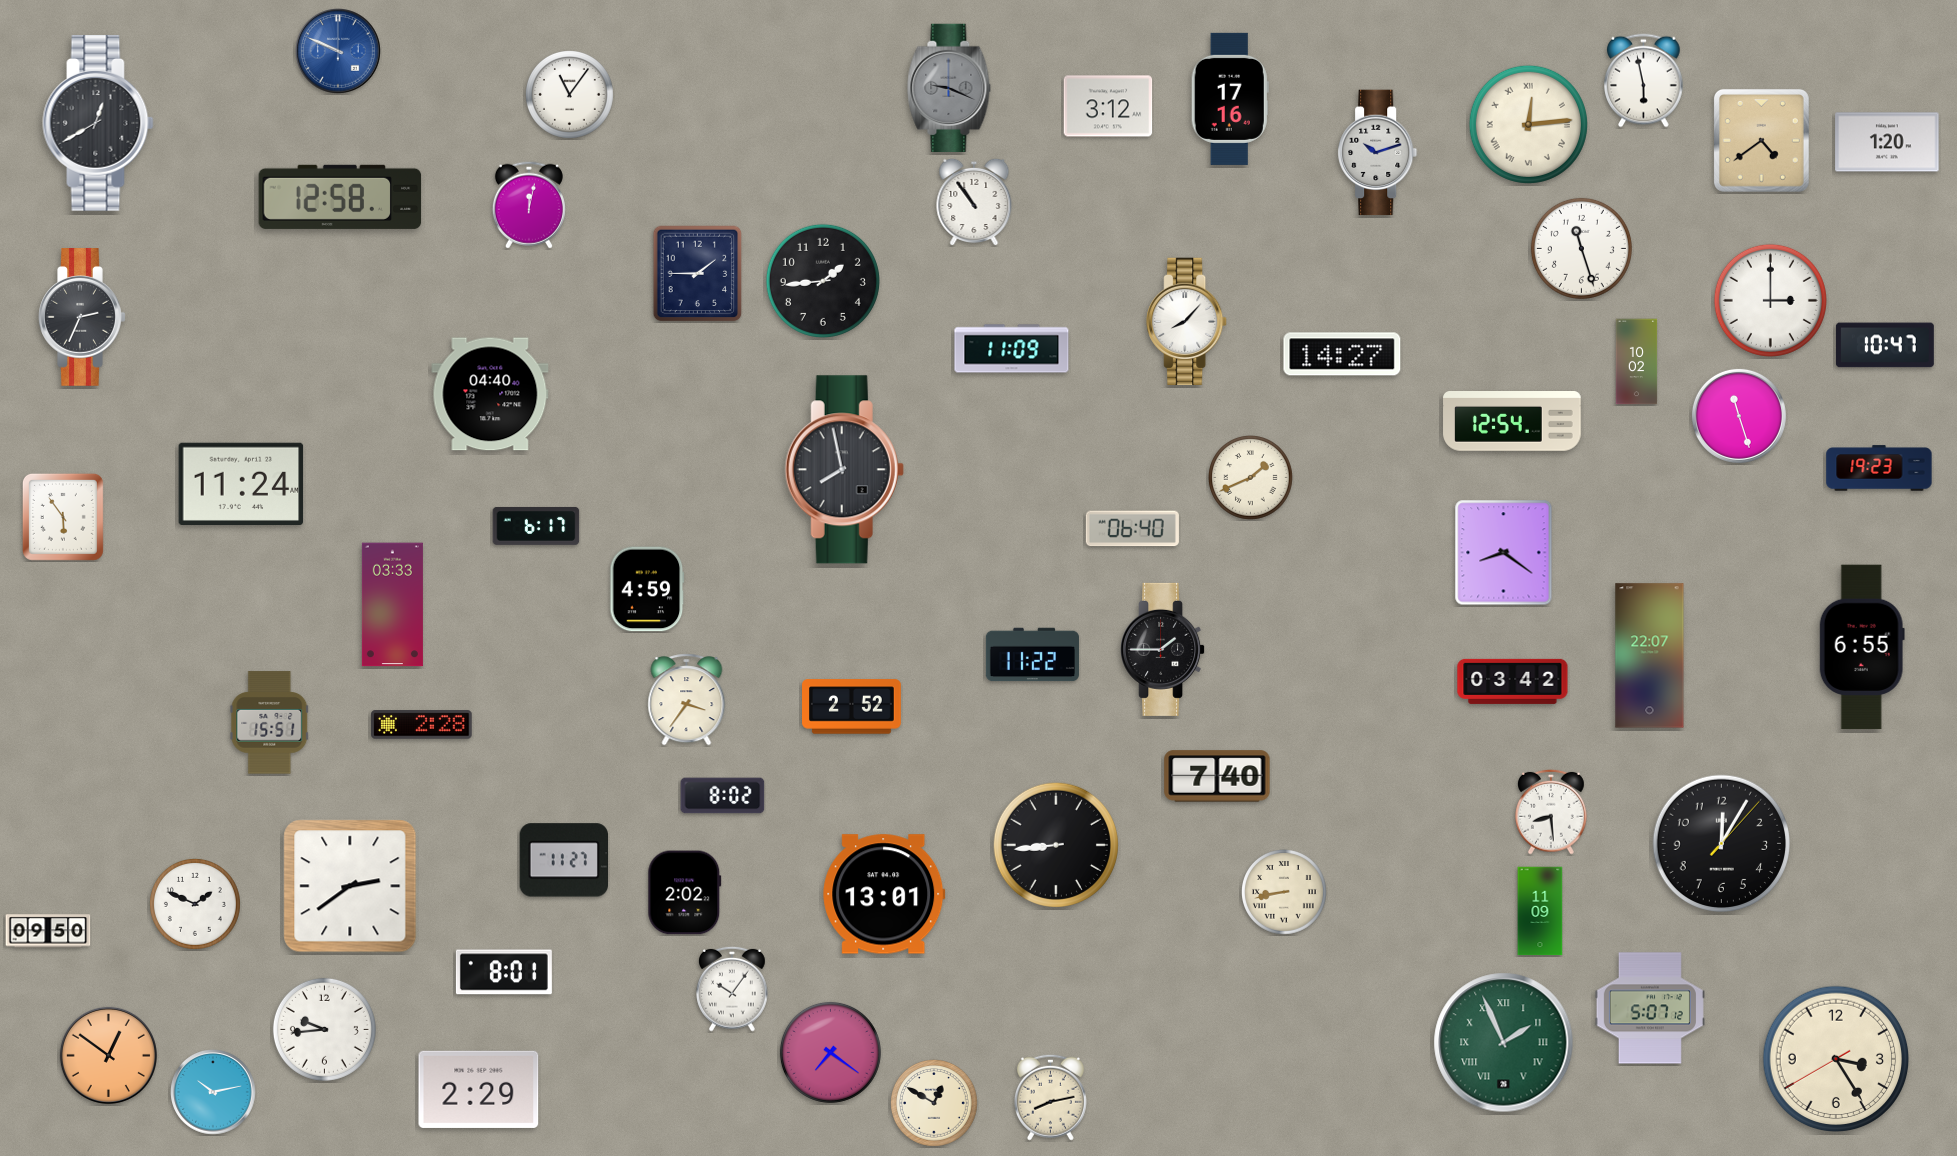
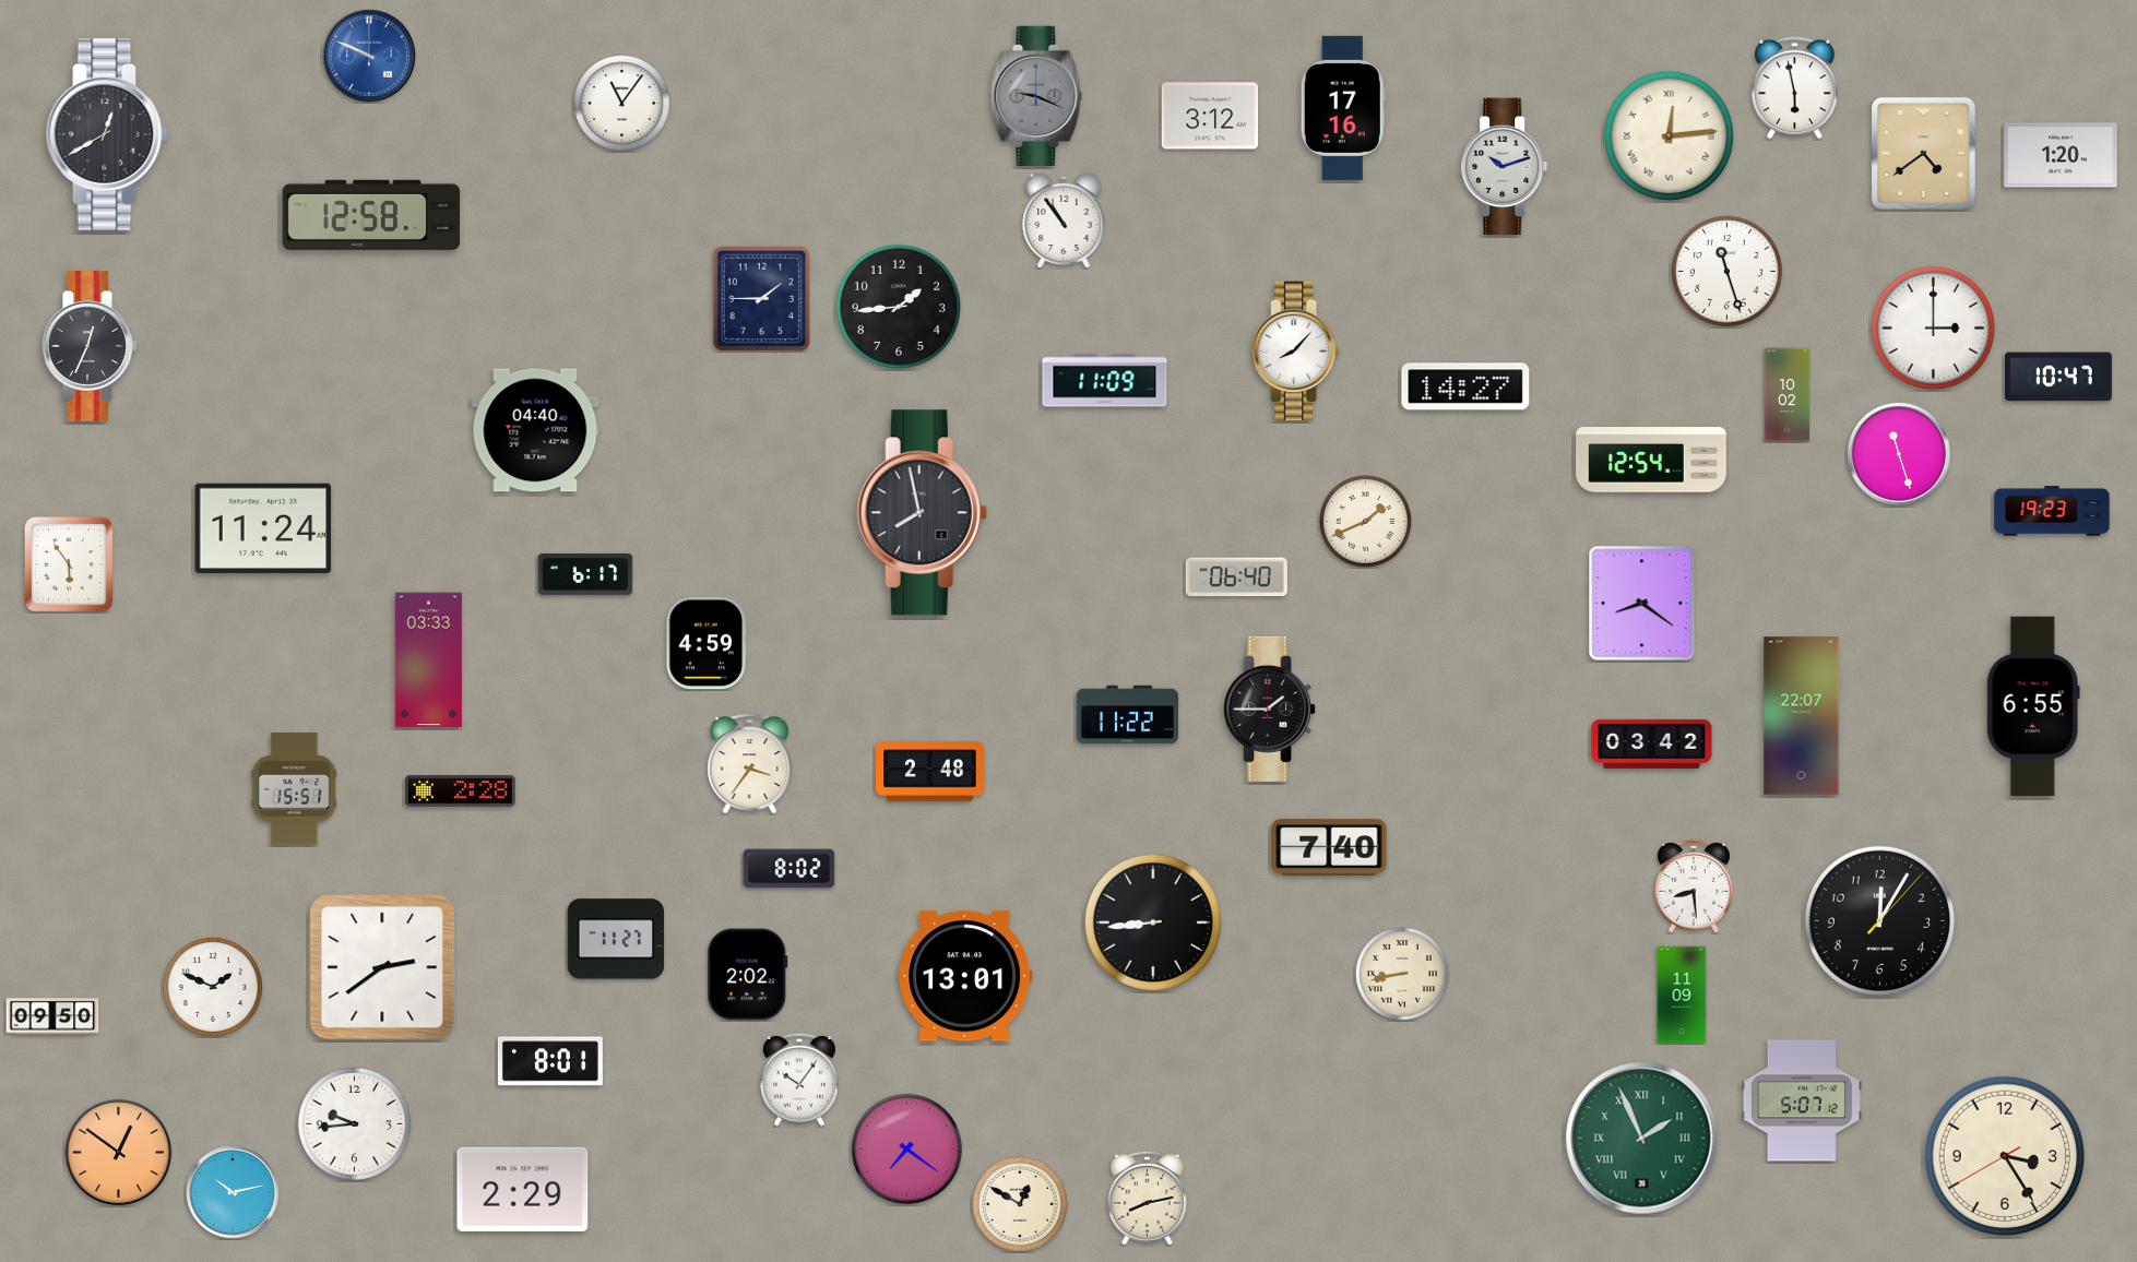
clock at (529, 205): 12:02 -> none
clock at (82, 318): 2:34 -> 12:34
clock at (852, 707): 2:52 -> 2:48
